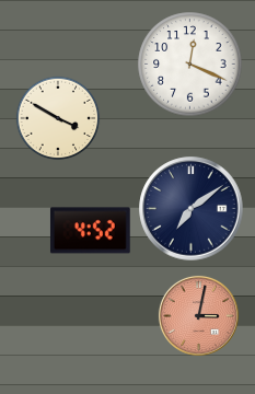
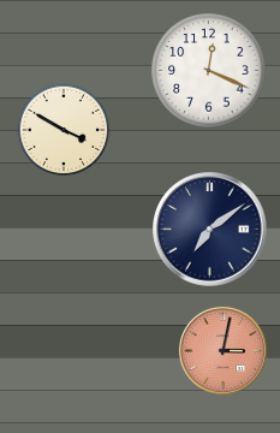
clock at (90, 231): 4:52 -> none
clock at (198, 315) position: (198, 315) -> (222, 350)
